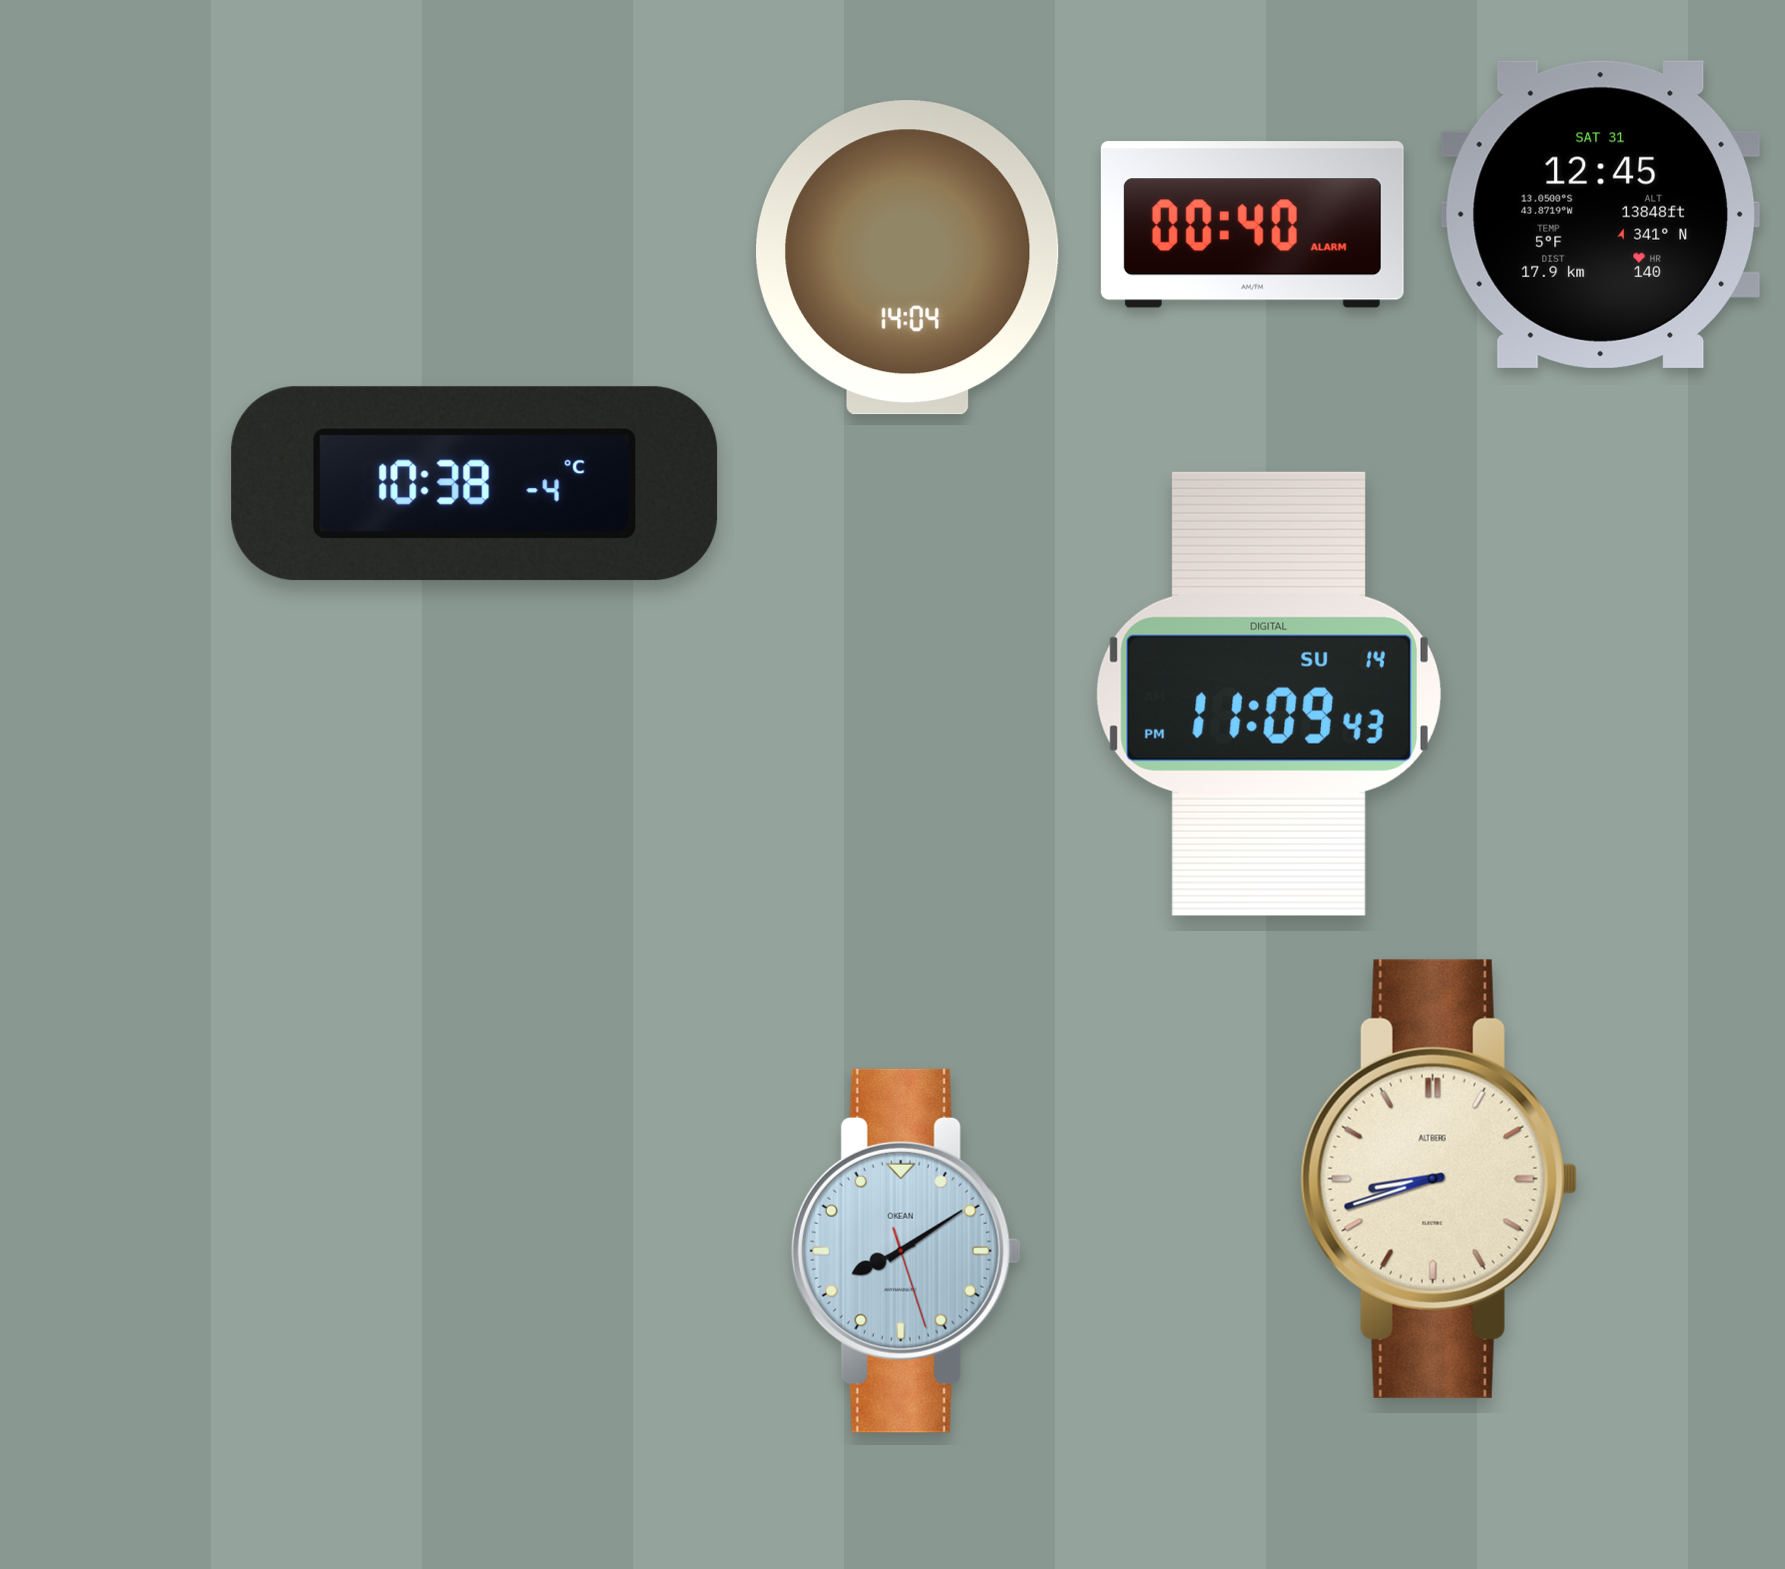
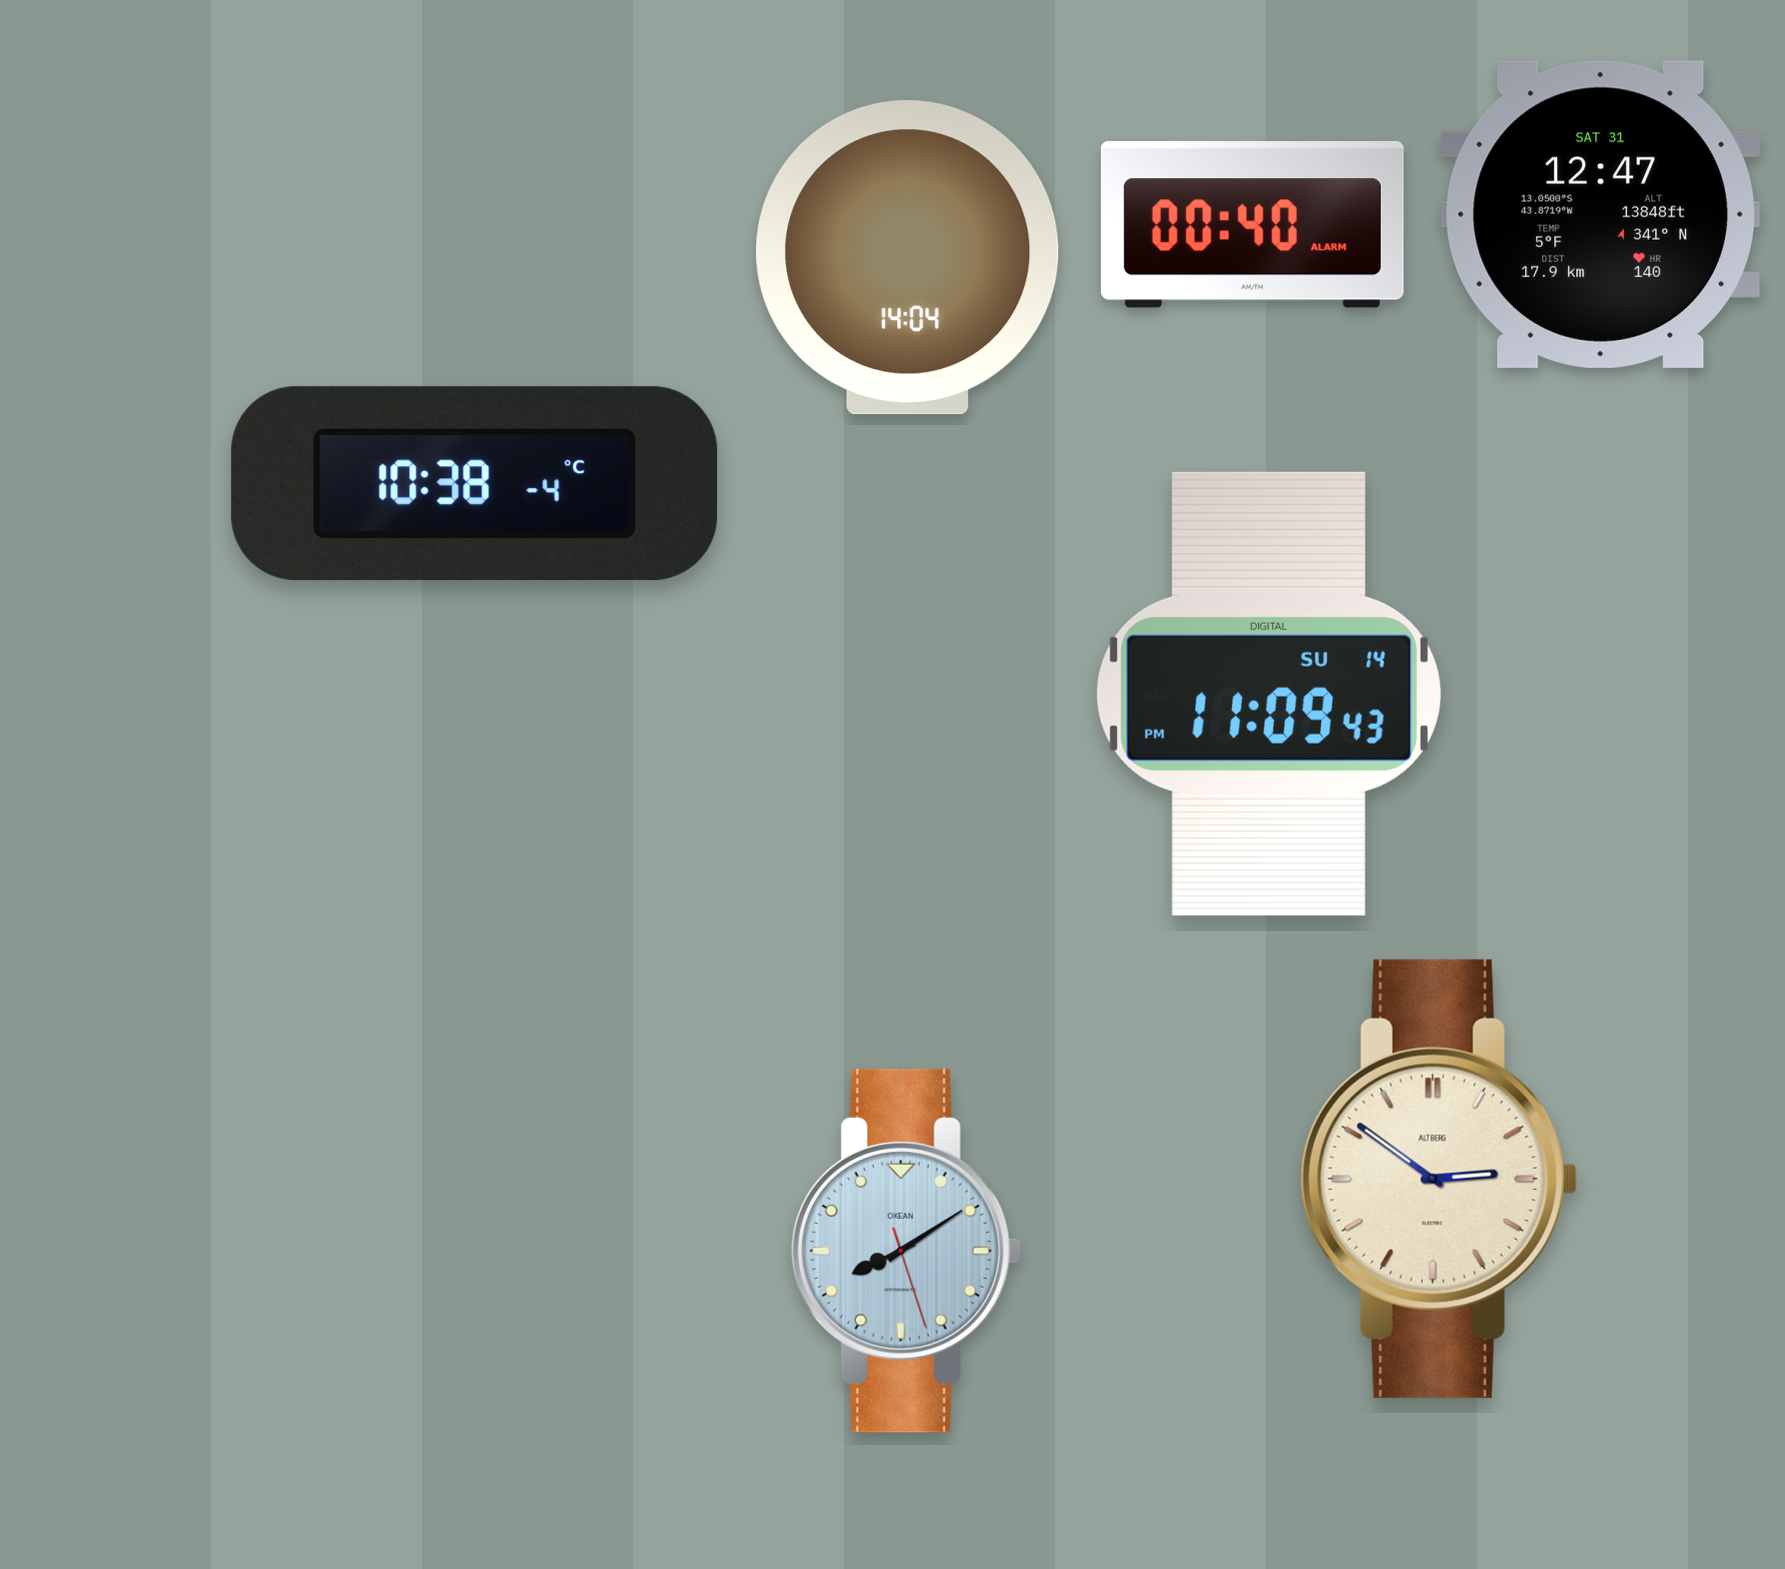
clock at (1600, 214): 12:45 -> 12:47
clock at (1439, 1179): 8:42 -> 2:51
